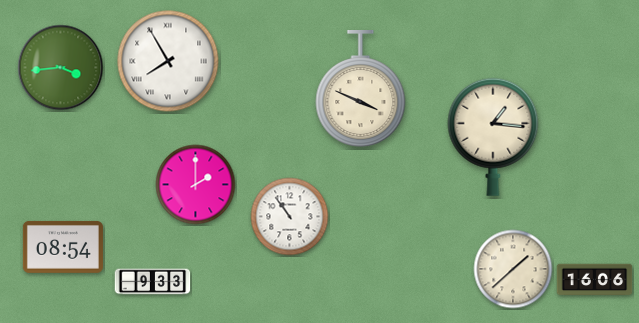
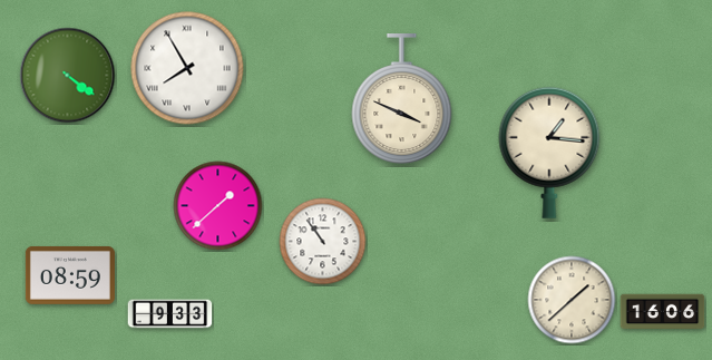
clock at (61, 68): 3:44 -> 4:21
clock at (196, 185): 2:00 -> 1:38
clock at (63, 247): 08:54 -> 08:59
